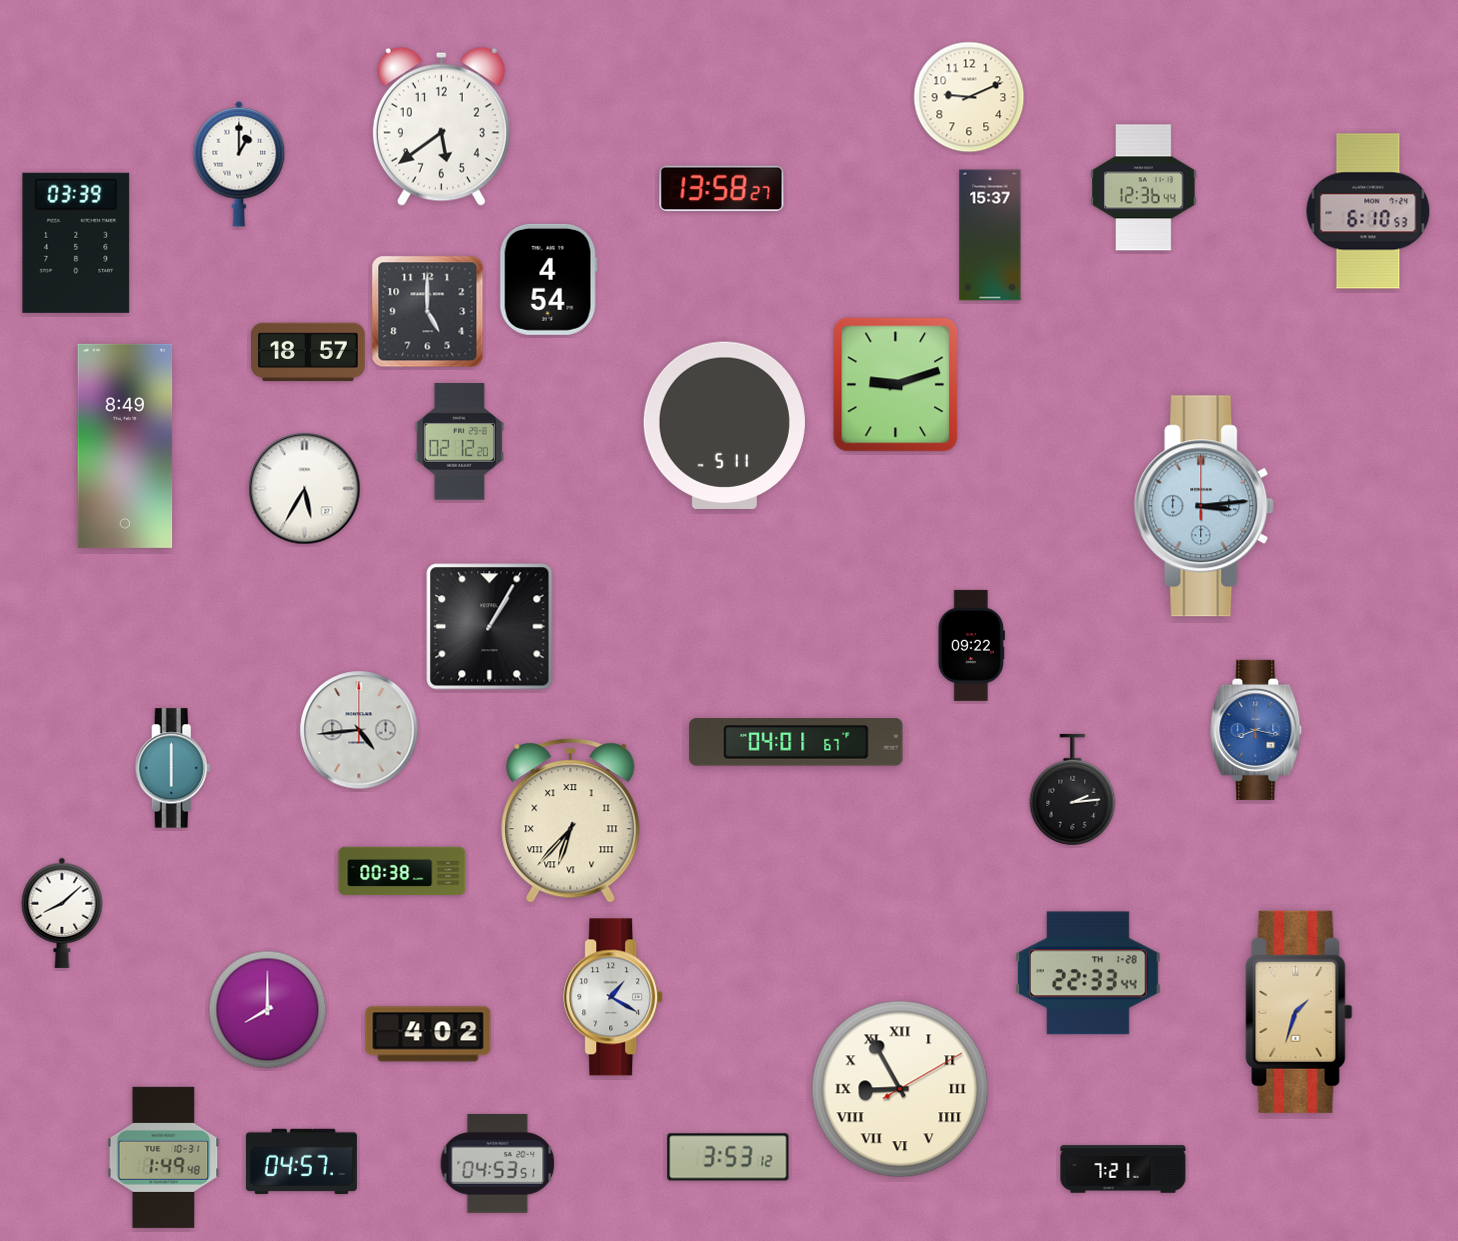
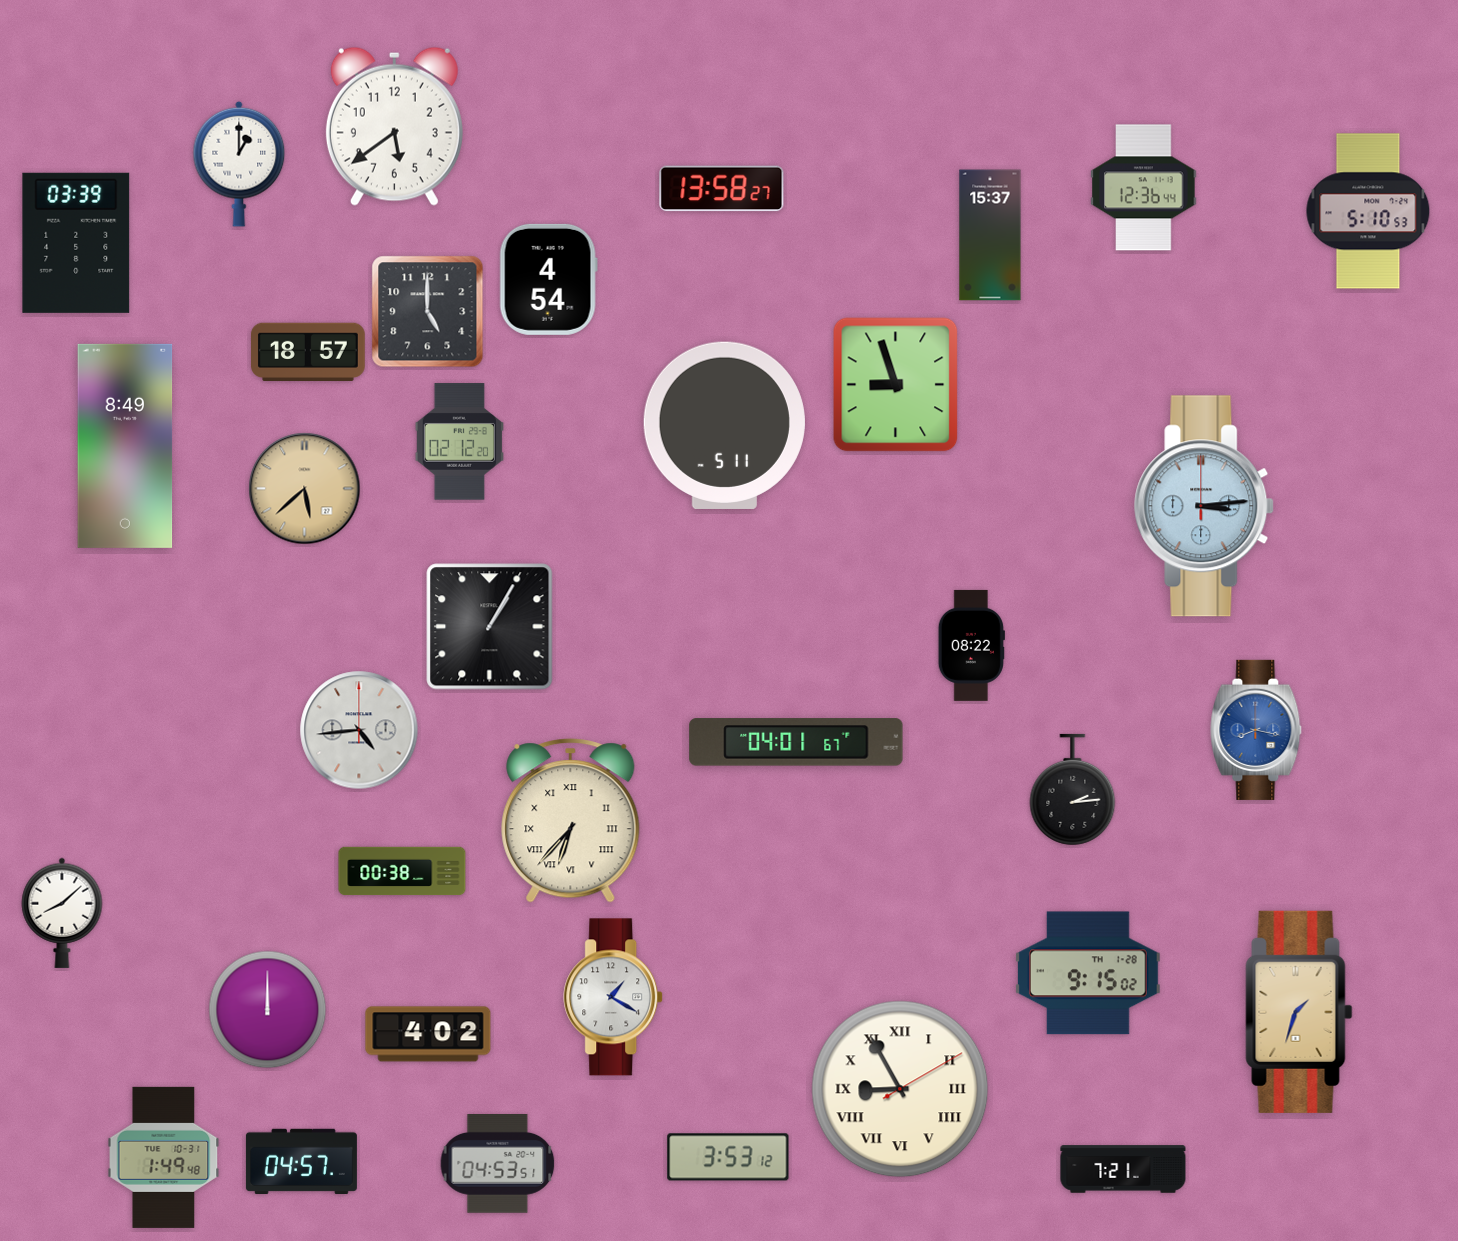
clock at (969, 97): 9:11 -> none
clock at (441, 126) position: (441, 126) -> (394, 126)
clock at (1368, 211): 6:10 -> 5:10
clock at (896, 385): 9:12 -> 8:57
clock at (305, 489): 5:35 -> 5:38
clock at (305, 489) dial: white -> champagne
clock at (971, 645): 09:22 -> 08:22
clock at (173, 768): 6:00 -> none
clock at (1088, 973): 22:33 -> 9:15
clock at (268, 1010): 8:00 -> 12:00
